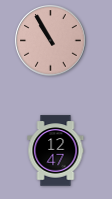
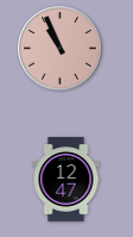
clock at (51, 41): 10:55 -> 10:56
